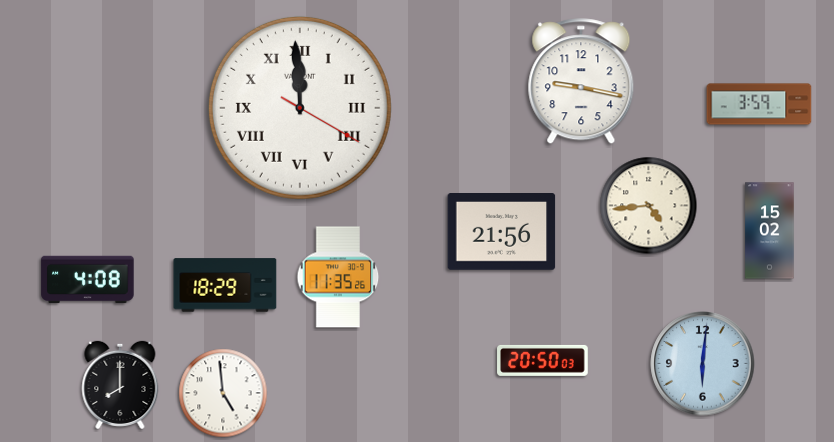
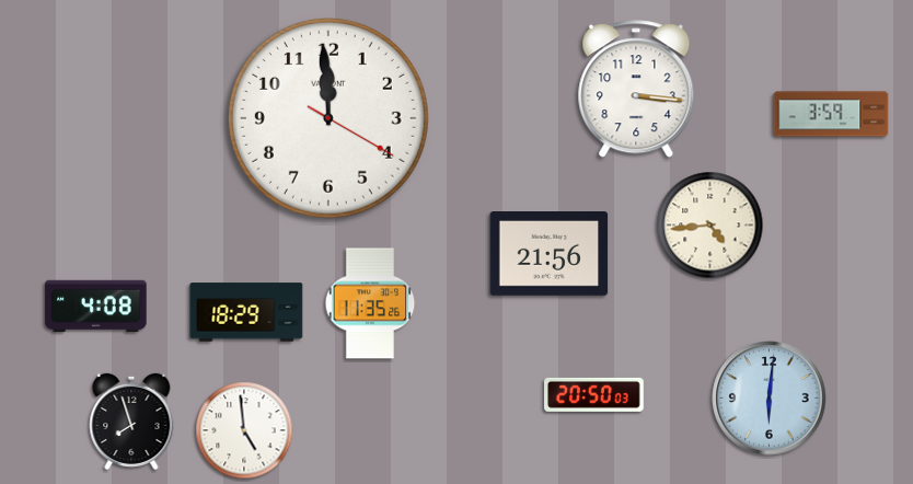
clock at (581, 82): 9:17 -> 3:16
clock at (300, 108) numerals: Roman -> Arabic
clock at (770, 231): 15:02 -> none
clock at (120, 385): 8:00 -> 7:57
